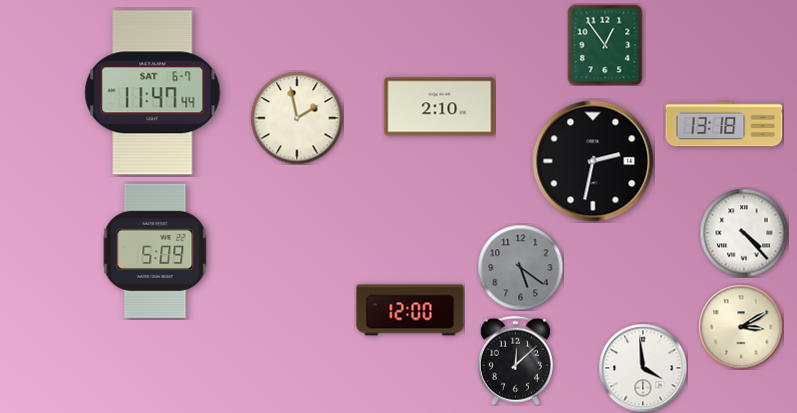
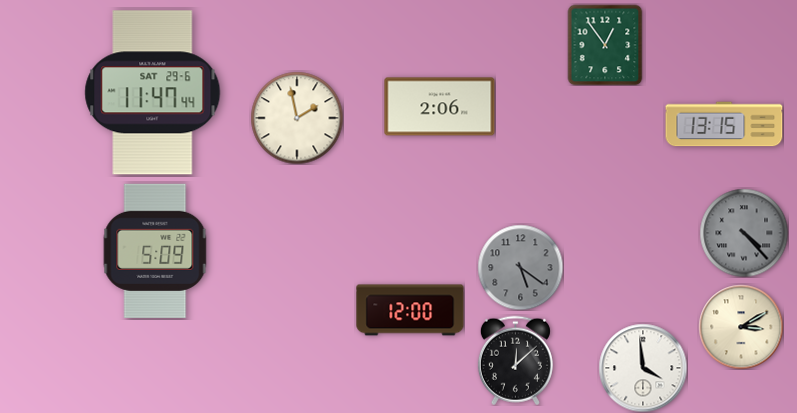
clock at (153, 93) date: SAT 6-7 -> SAT 29-6
clock at (440, 107): 2:10 -> 2:06
clock at (724, 124): 13:18 -> 13:15
clock at (593, 161): 2:32 -> none
clock at (744, 233) dial: white -> grey
